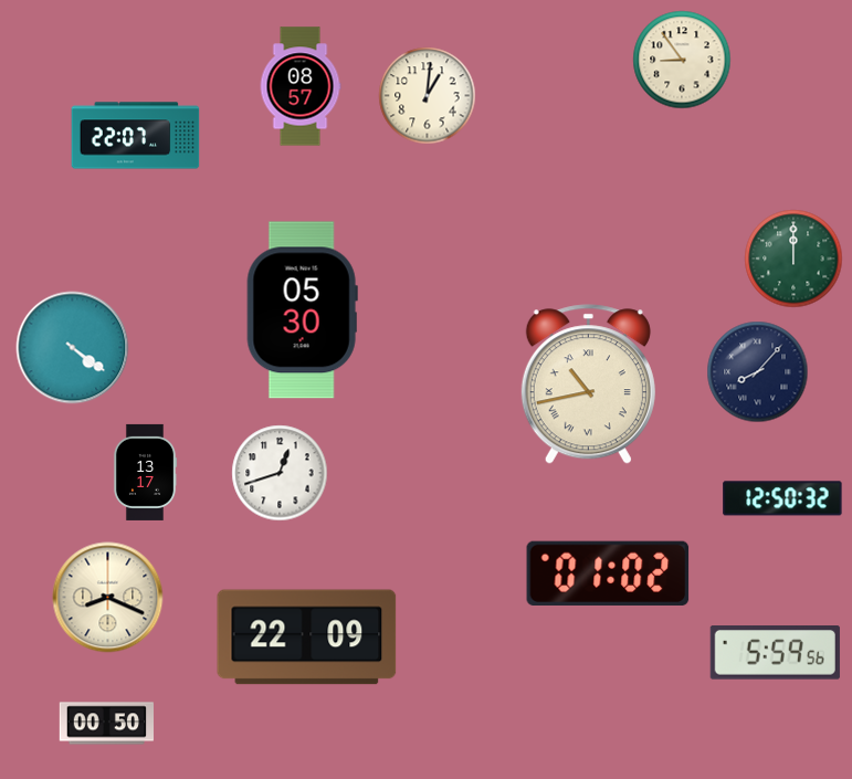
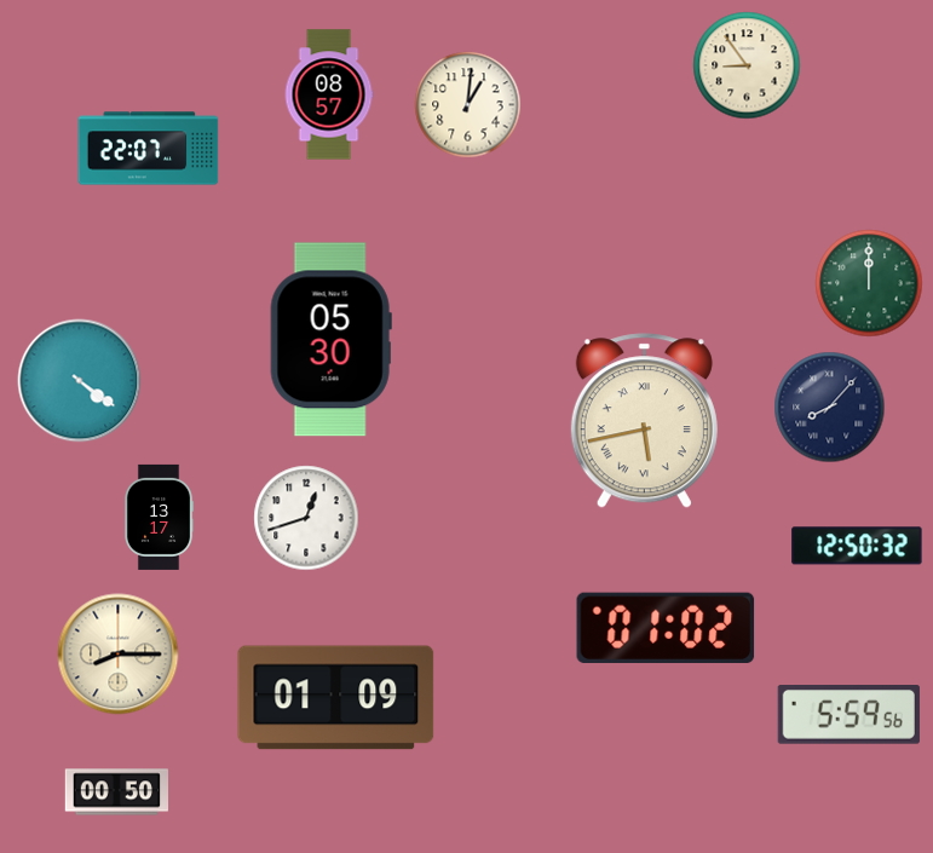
clock at (588, 385): 10:43 -> 5:43
clock at (108, 598): 8:19 -> 8:15
clock at (307, 638): 22:09 -> 01:09
